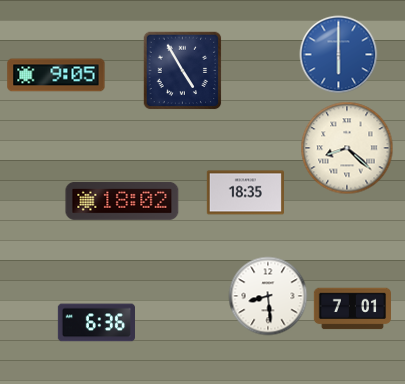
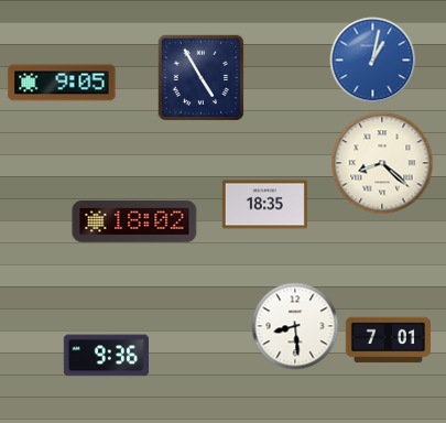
clock at (338, 54): 6:00 -> 1:02
clock at (245, 193) position: (245, 193) -> (264, 205)
clock at (96, 323): 6:36 -> 9:36
